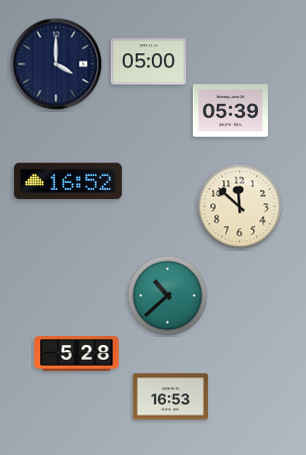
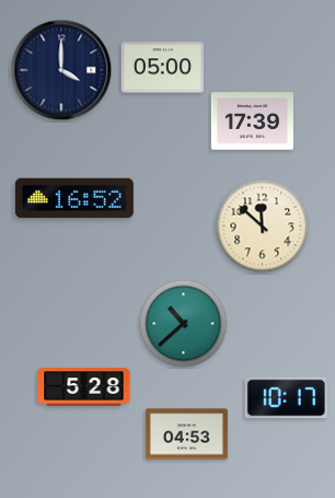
clock at (230, 111): 05:39 -> 17:39
clock at (286, 398): none -> 10:17
clock at (170, 397): 16:53 -> 04:53
